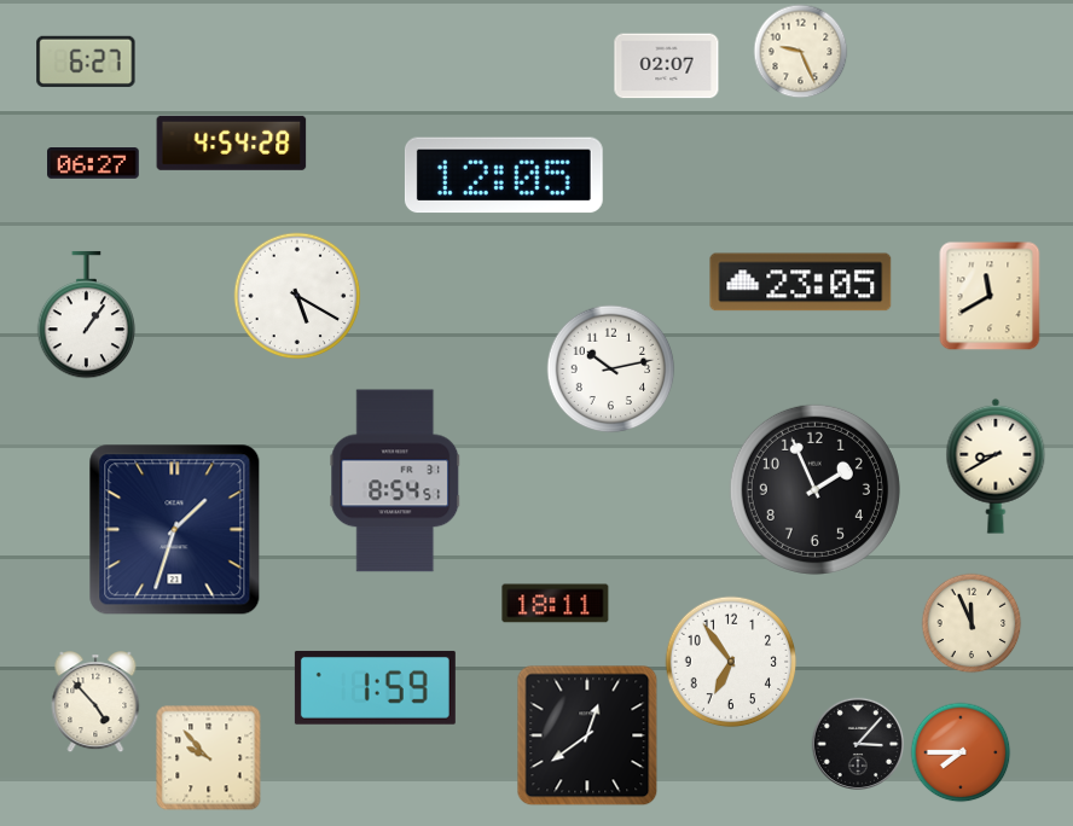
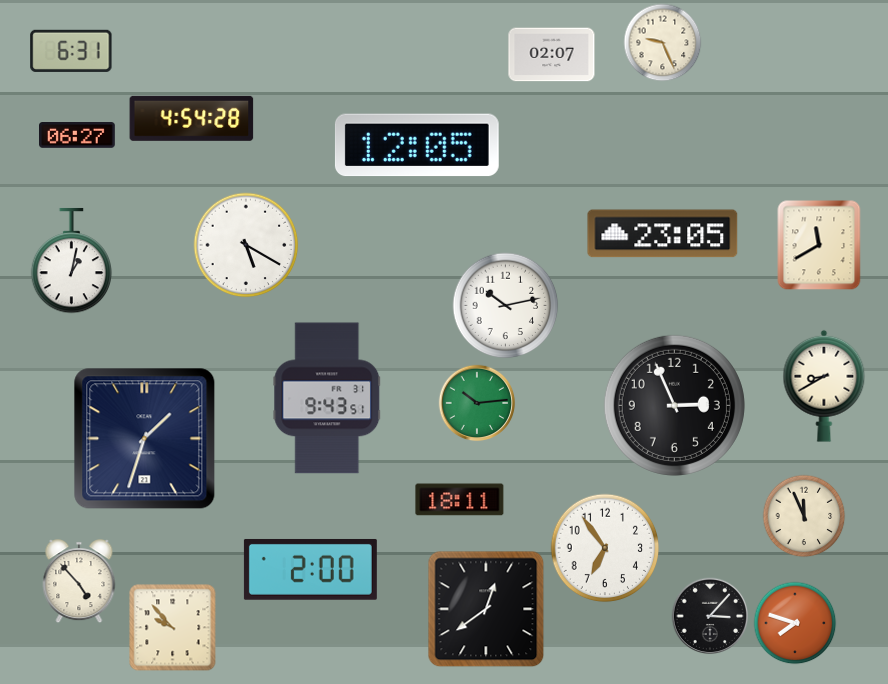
clock at (86, 62): 6:27 -> 6:31
clock at (87, 315): 1:06 -> 1:02
clock at (395, 481): 8:54 -> 9:43
clock at (477, 403): none -> 10:14
clock at (814, 489): 1:56 -> 2:56
clock at (375, 687): 1:59 -> 2:00
clock at (961, 752): 7:45 -> 7:48
